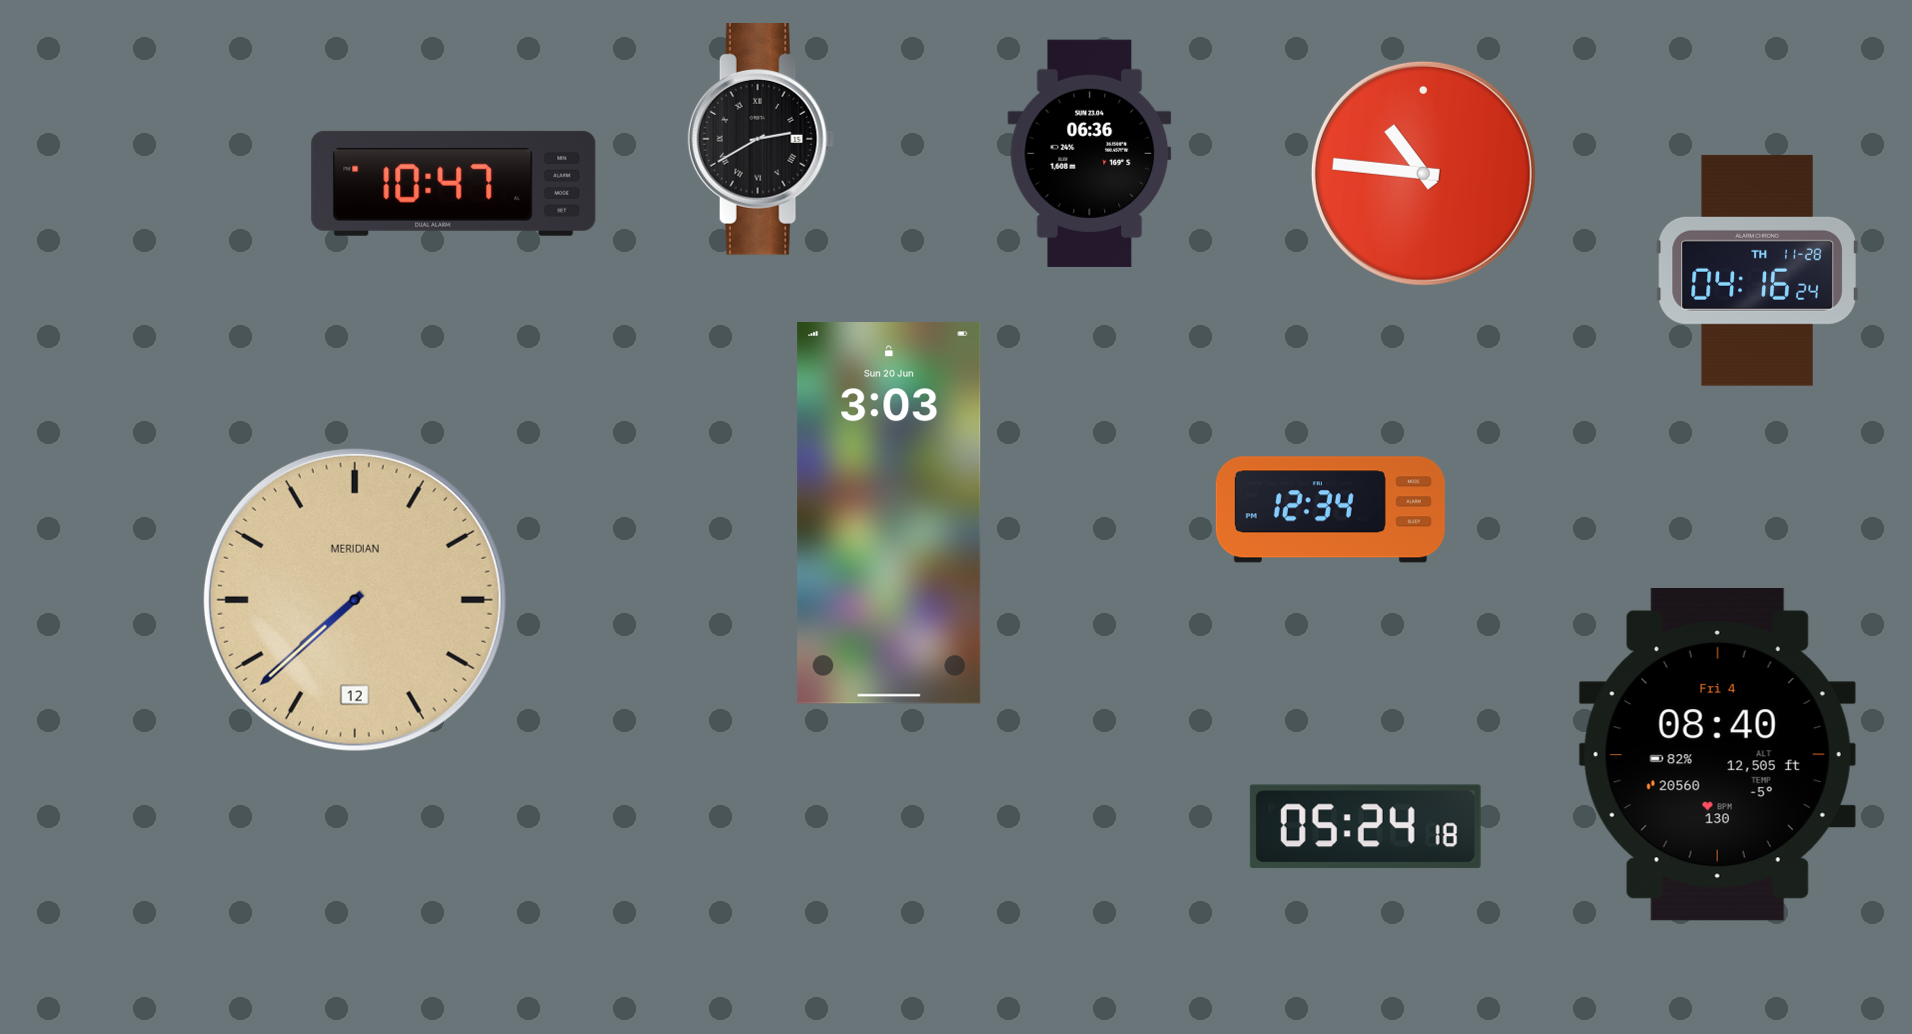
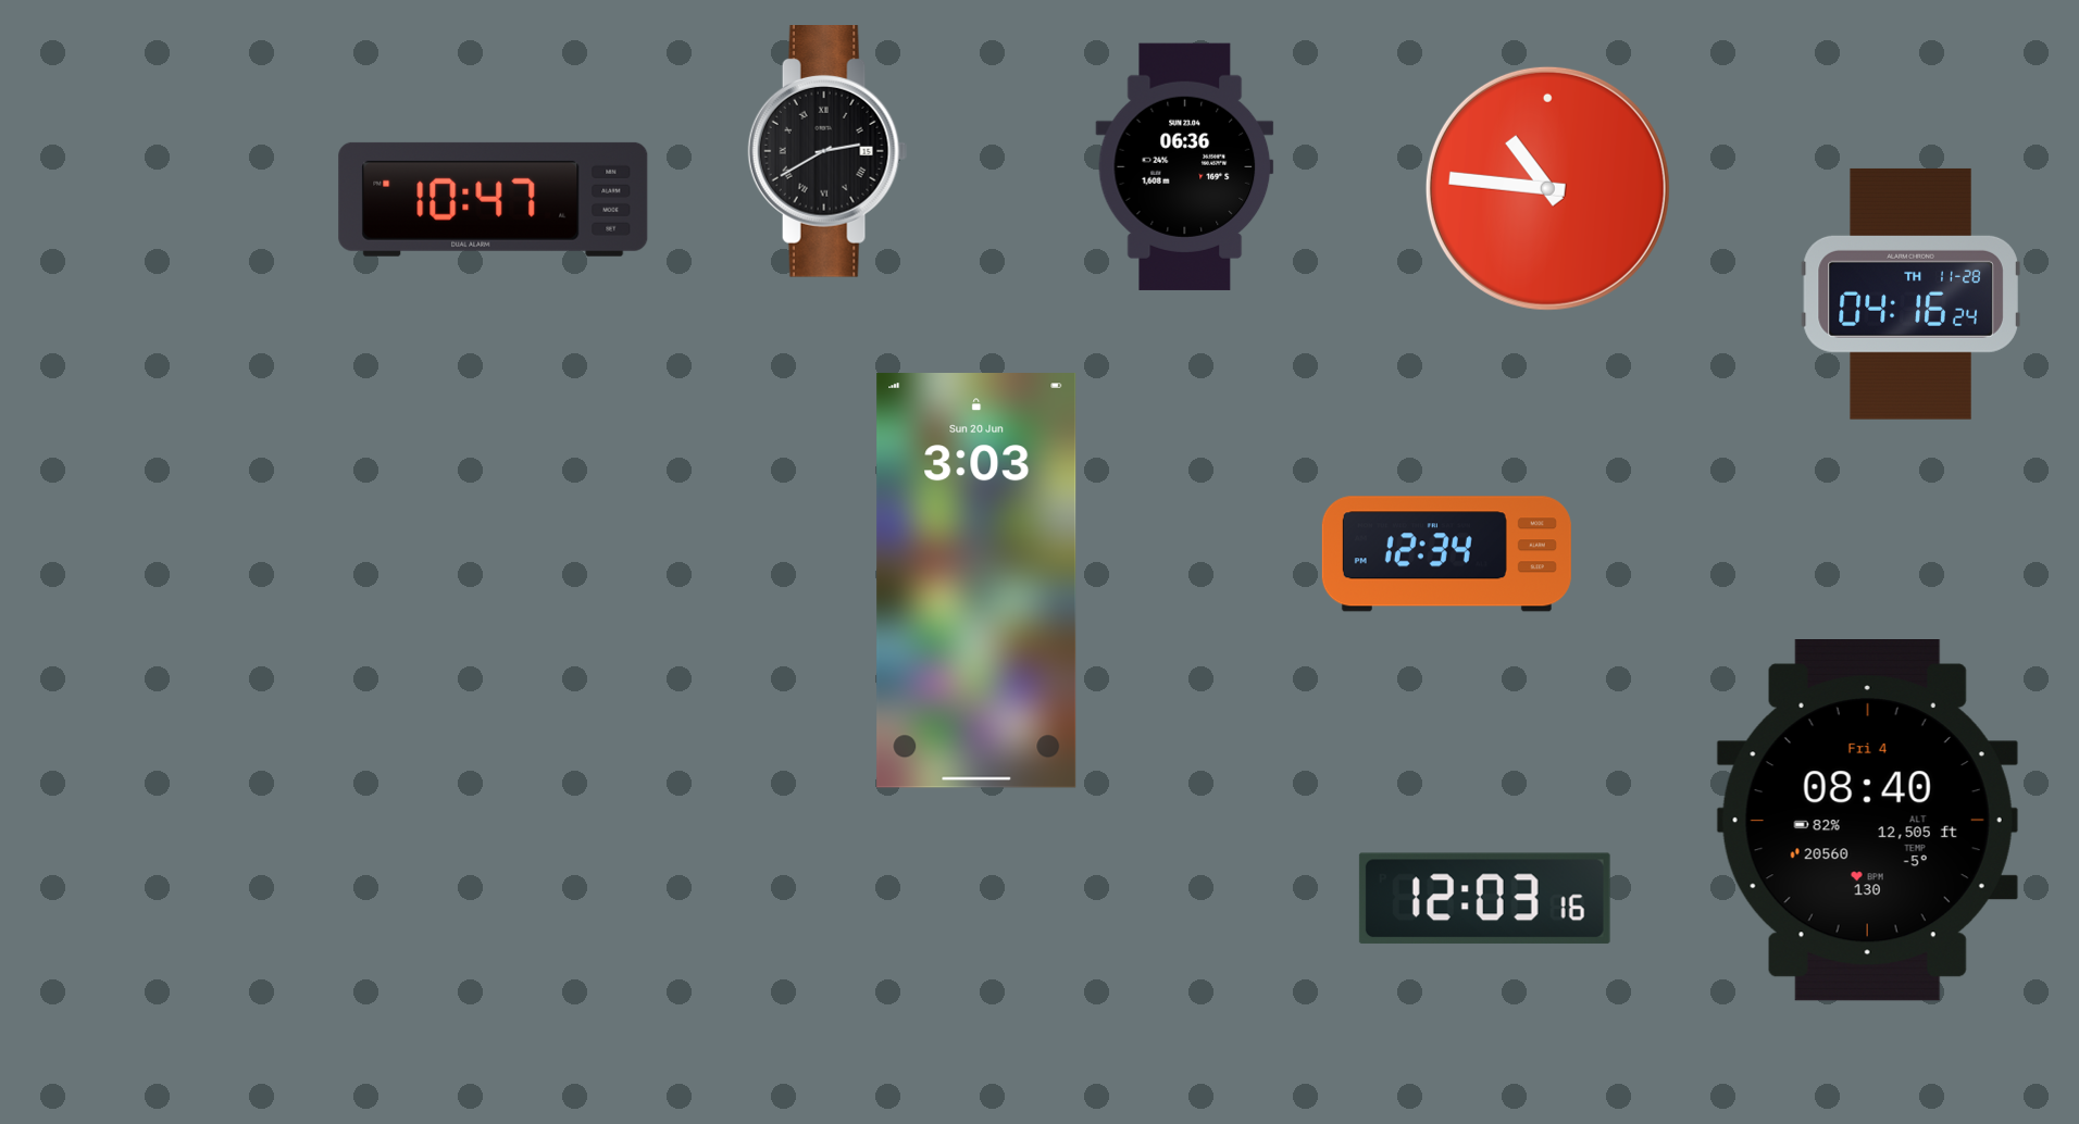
clock at (889, 514) position: (889, 514) -> (976, 582)
clock at (355, 600): 7:38 -> none
clock at (1365, 827): 05:24 -> 12:03
